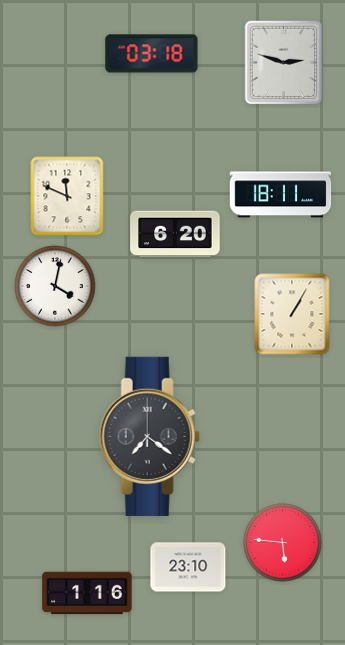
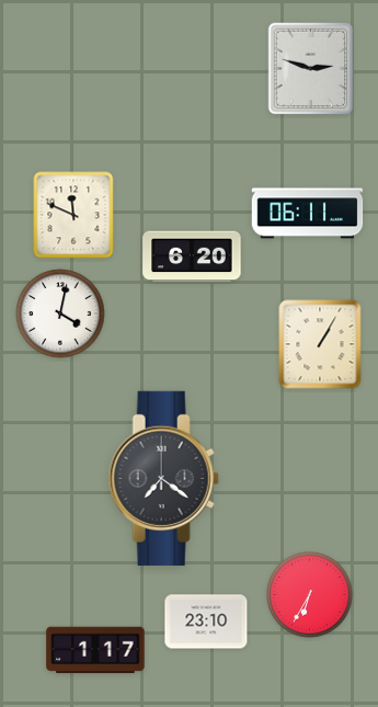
clock at (152, 54): 03:18 -> none
clock at (281, 195): 18:11 -> 06:11
clock at (283, 543): 5:46 -> 6:35
clock at (87, 593): 1:16 -> 1:17
